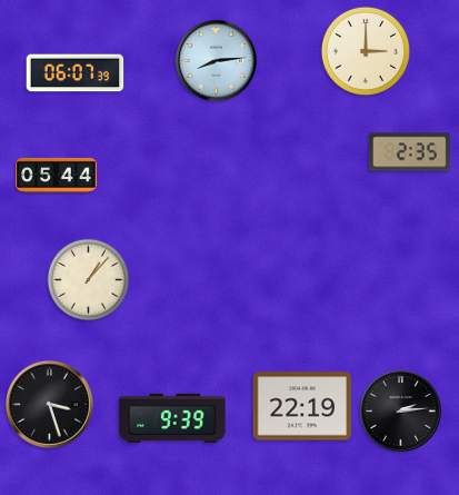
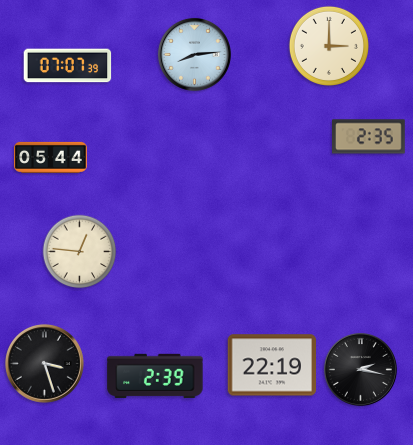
clock at (76, 73): 06:07 -> 07:07
clock at (89, 280): 1:07 -> 12:46
clock at (400, 410): 2:14 -> 2:17
clock at (172, 418): 9:39 -> 2:39
